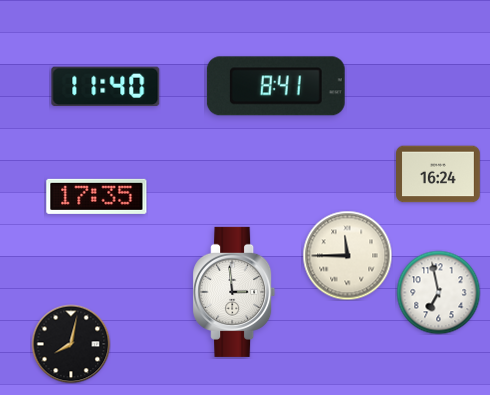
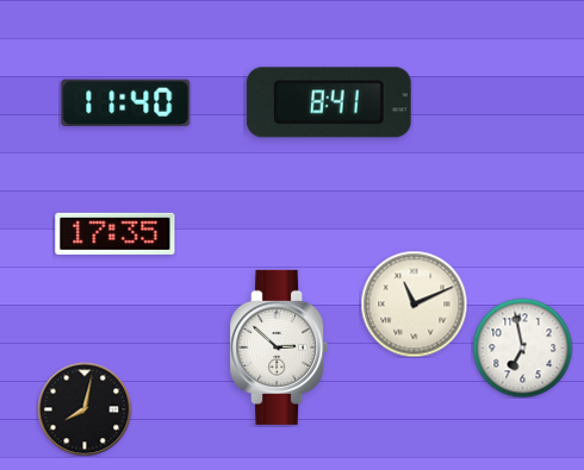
clock at (439, 174): 16:24 -> none
clock at (347, 255): 11:45 -> 11:11
clock at (234, 292): 2:59 -> 2:52
